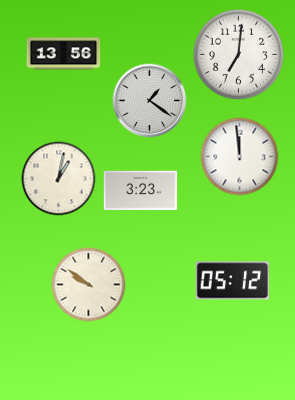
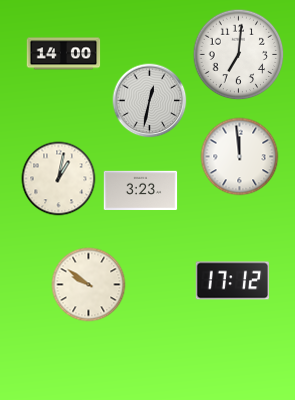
clock at (64, 54): 13:56 -> 14:00
clock at (150, 101): 1:21 -> 12:32
clock at (233, 281): 05:12 -> 17:12
